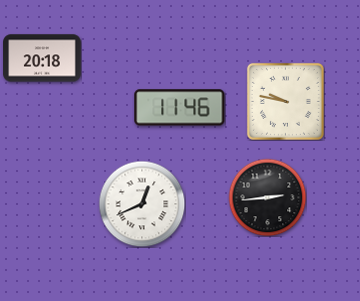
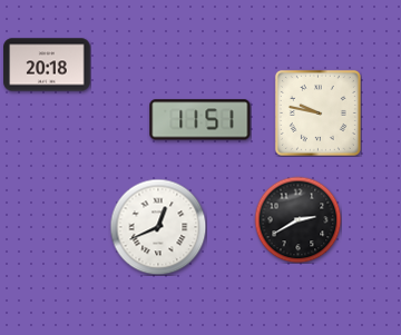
clock at (180, 108): 11:46 -> 11:51
clock at (267, 197): 2:44 -> 2:40
